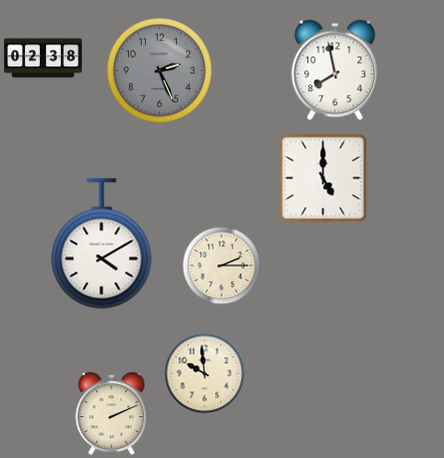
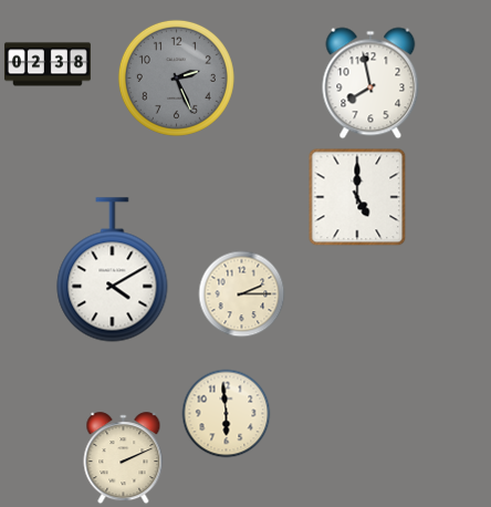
clock at (335, 70) position: (335, 70) -> (370, 83)
clock at (222, 266) position: (222, 266) -> (242, 294)
clock at (205, 374): 9:59 -> 5:59
